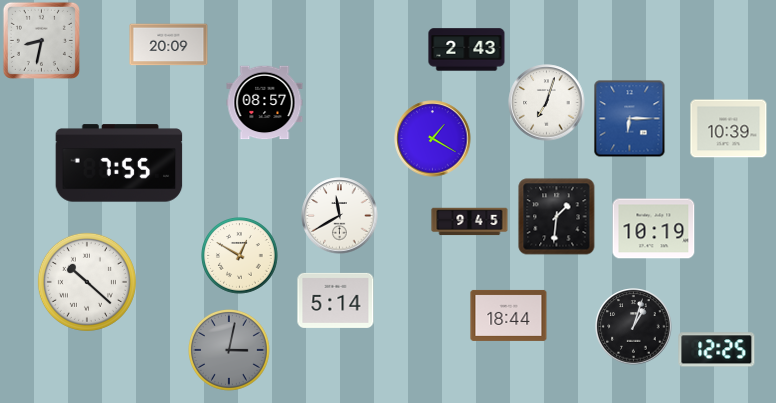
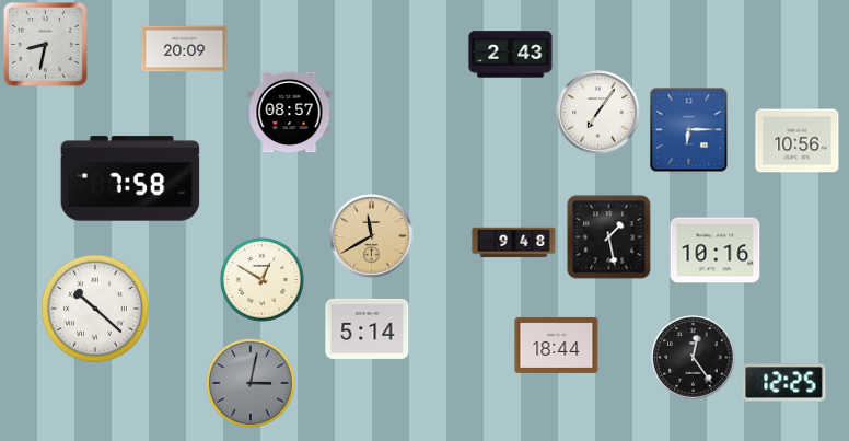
clock at (547, 103): 7:03 -> 7:06
clock at (729, 129): 10:39 -> 10:56
clock at (433, 139): 1:20 -> none
clock at (119, 163): 7:55 -> 7:58
clock at (340, 216) dial: white -> champagne
clock at (557, 217): 1:31 -> 1:28
clock at (470, 222): 9:45 -> 9:48
clock at (654, 229): 10:19 -> 10:16
clock at (634, 327): 1:03 -> 12:24
